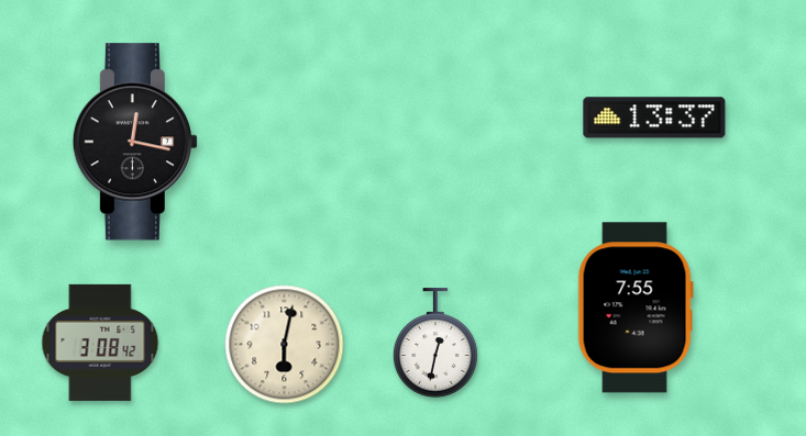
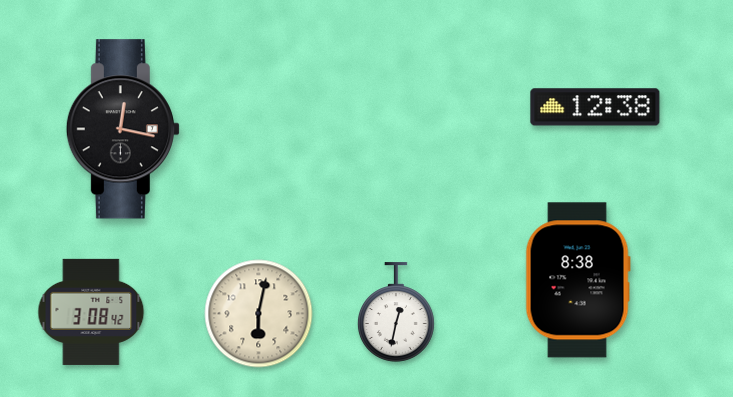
clock at (654, 118): 13:37 -> 12:38
clock at (636, 308): 7:55 -> 8:38
